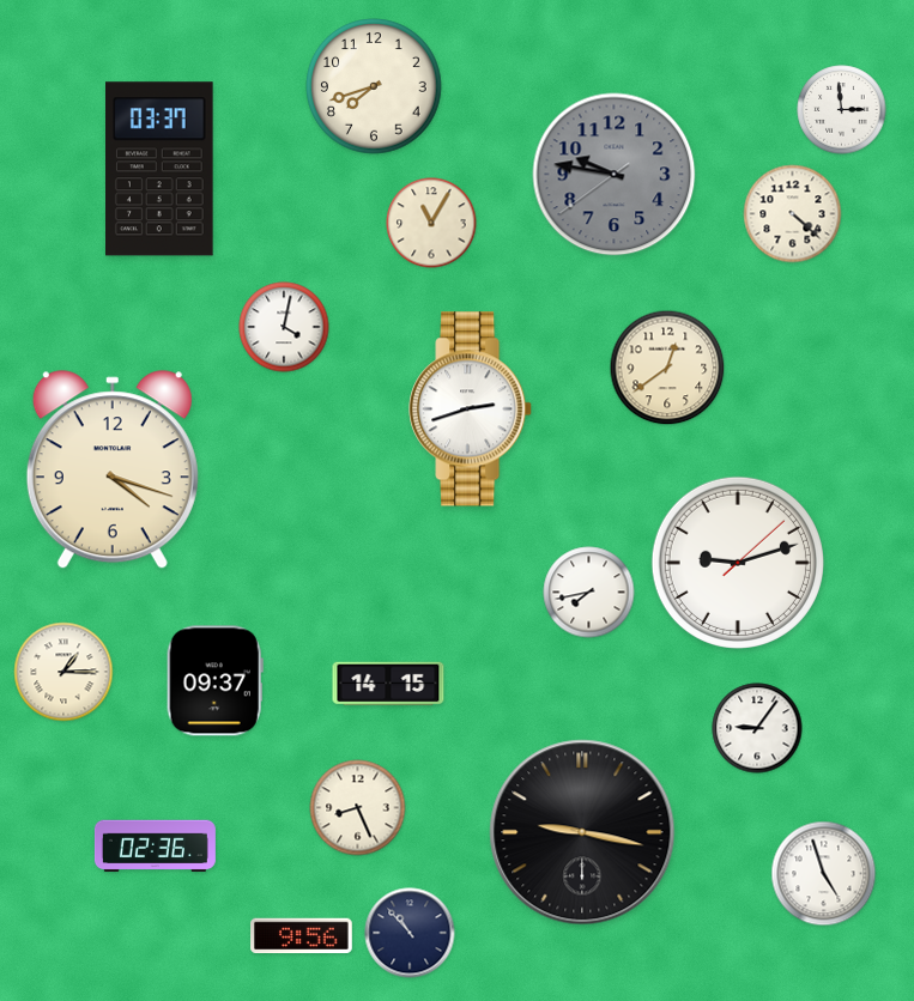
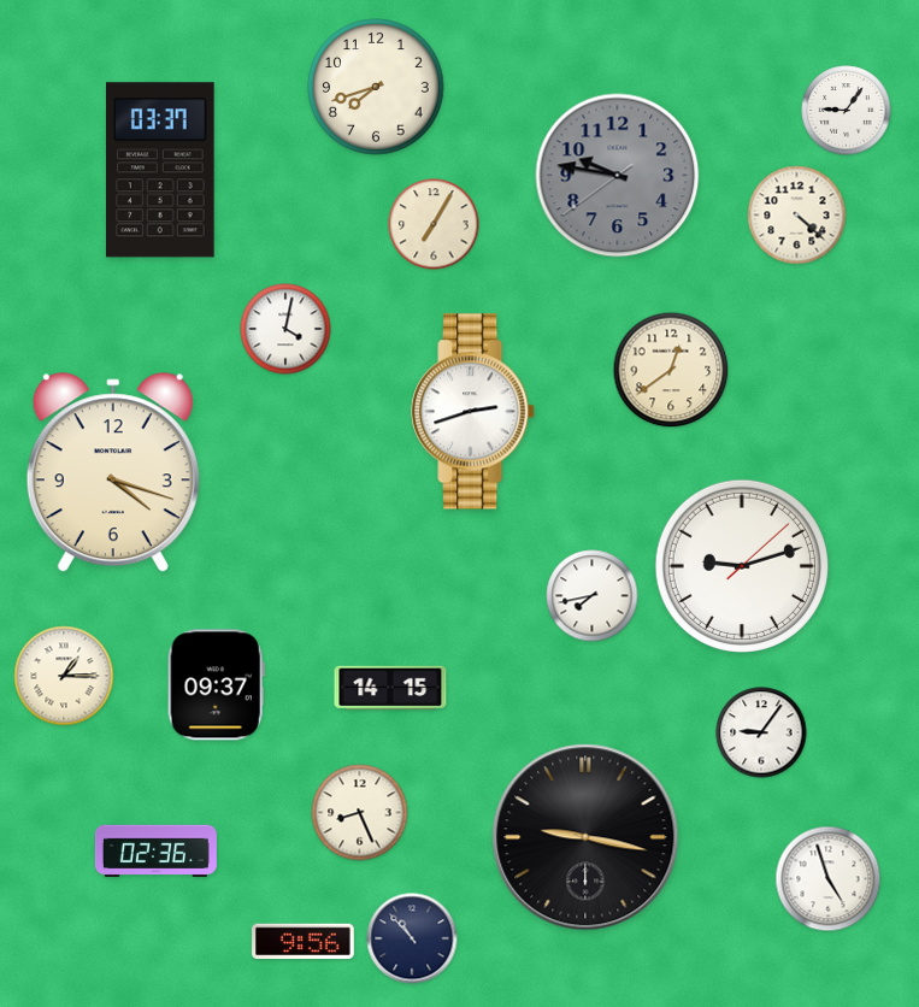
clock at (842, 110): 2:59 -> 9:06
clock at (431, 223): 11:05 -> 7:05
